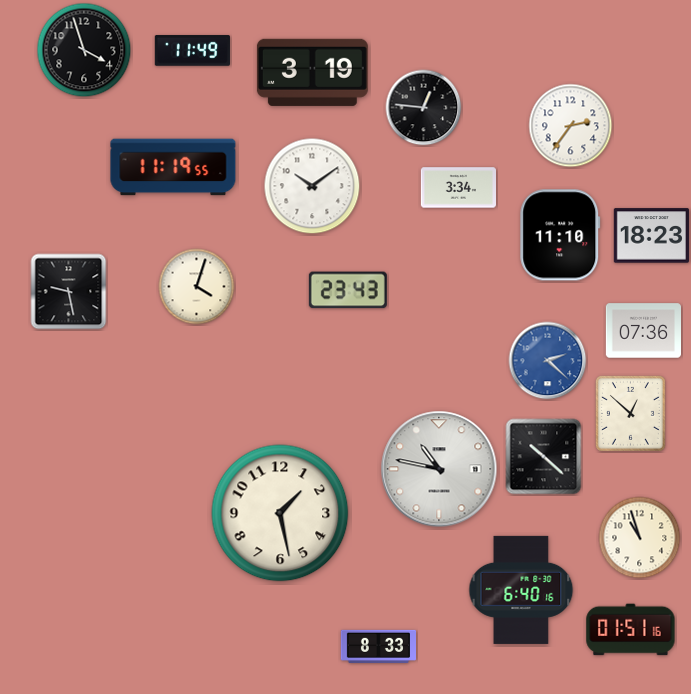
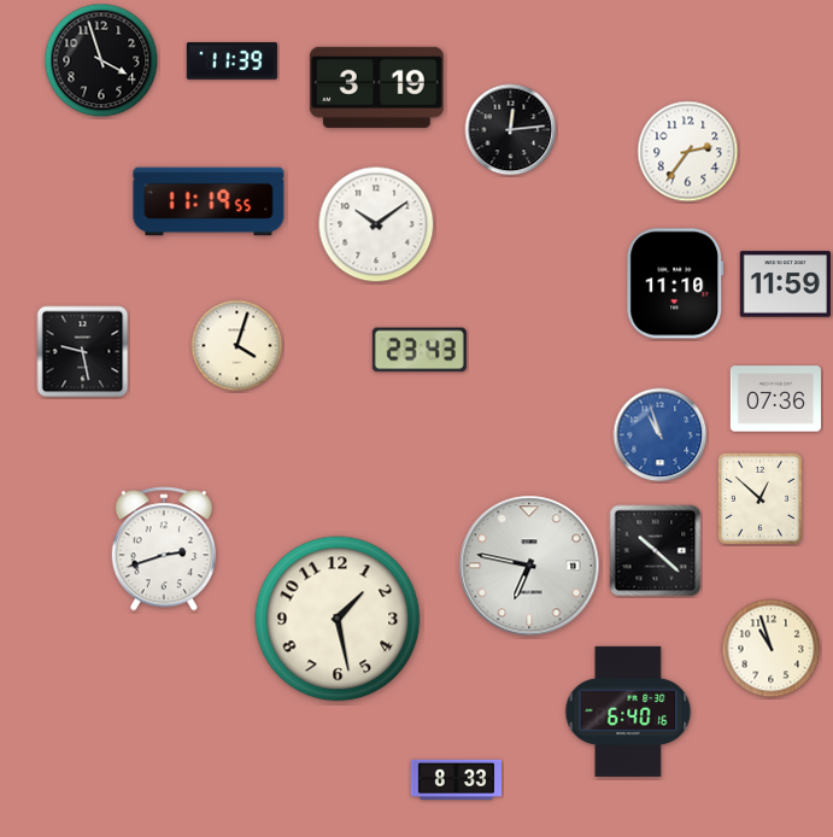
clock at (192, 51): 11:49 -> 11:39
clock at (424, 108): 12:46 -> 12:14
clock at (458, 188): 3:34 -> none
clock at (651, 236): 18:23 -> 11:59
clock at (548, 361): 2:22 -> 10:57
clock at (163, 549): none -> 2:42
clock at (439, 469): 10:47 -> 6:47
clock at (631, 630): 01:51 -> none
